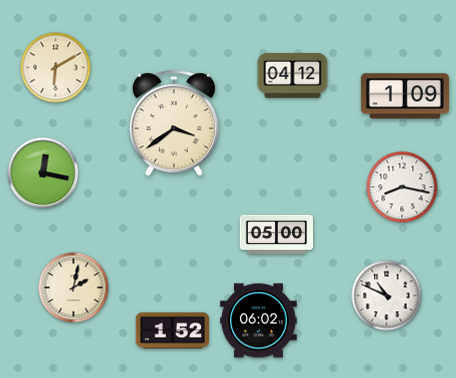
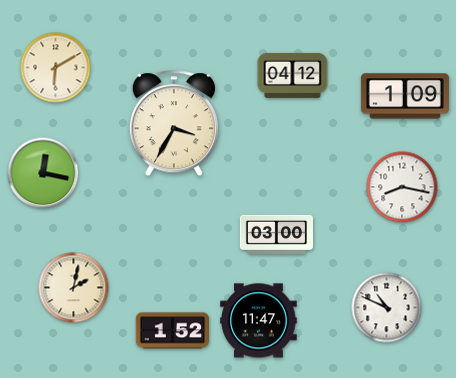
clock at (174, 124): 3:39 -> 3:35
clock at (277, 234): 05:00 -> 03:00
clock at (387, 296) position: (387, 296) -> (387, 308)
clock at (259, 321): 06:02 -> 11:47
